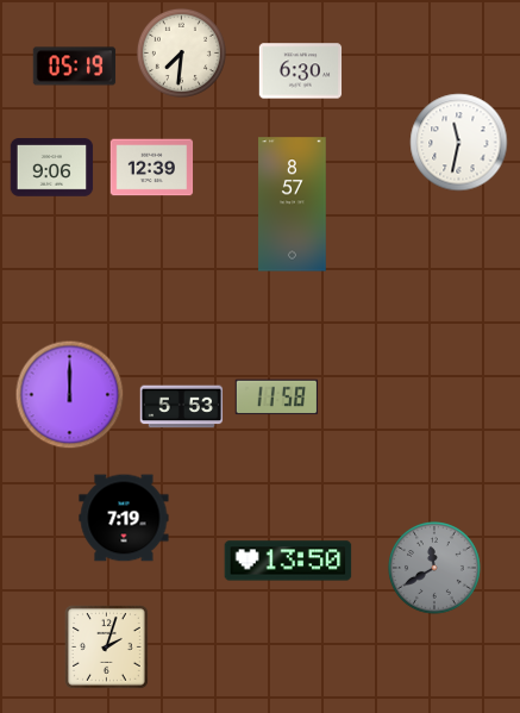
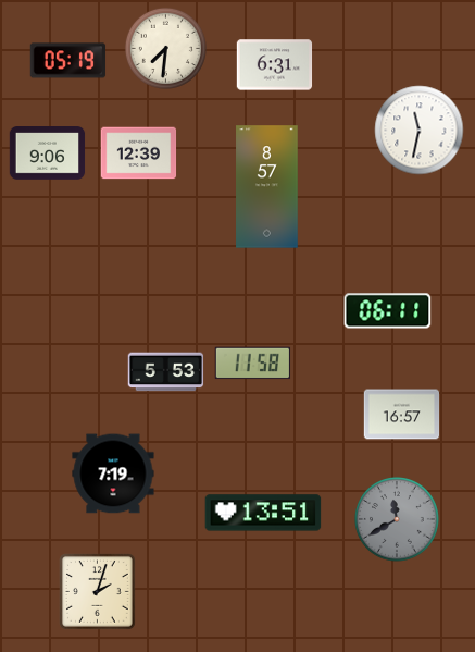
clock at (301, 71): 6:30 -> 6:31
clock at (388, 311): none -> 06:11
clock at (70, 395): 12:00 -> none
clock at (402, 415): none -> 16:57
clock at (288, 561): 13:50 -> 13:51
